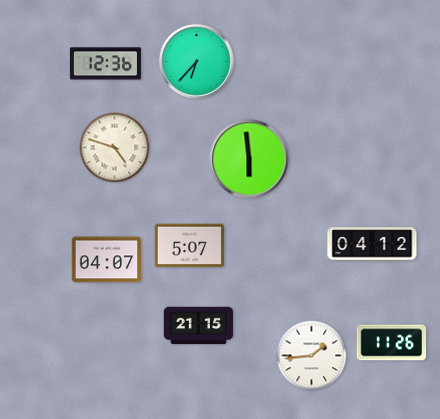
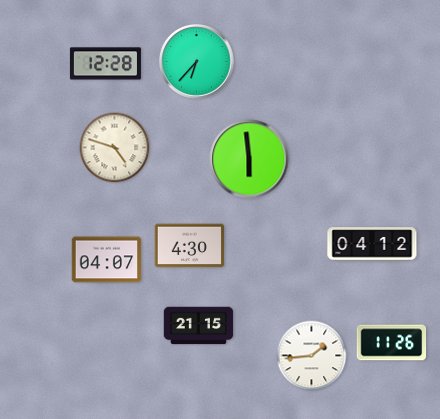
clock at (105, 64): 12:36 -> 12:28
clock at (190, 246): 5:07 -> 4:30
